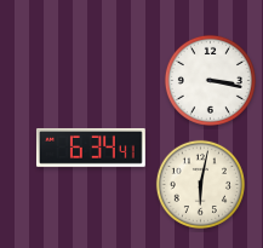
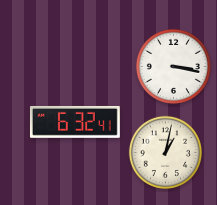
clock at (91, 148): 6:34 -> 6:32
clock at (200, 184): 6:02 -> 1:02
